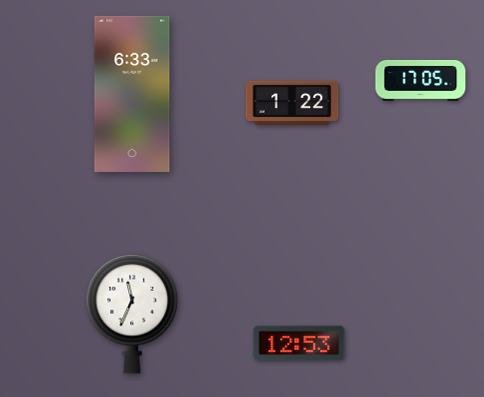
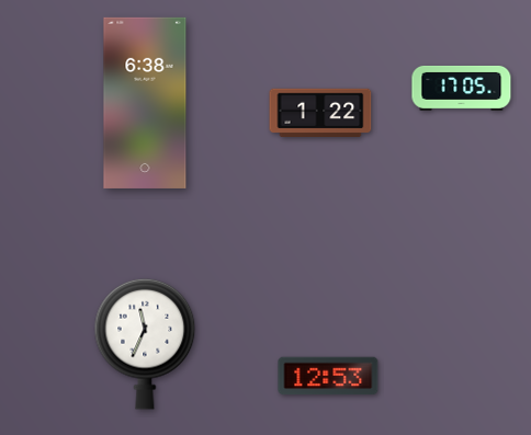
clock at (132, 94): 6:33 -> 6:38
